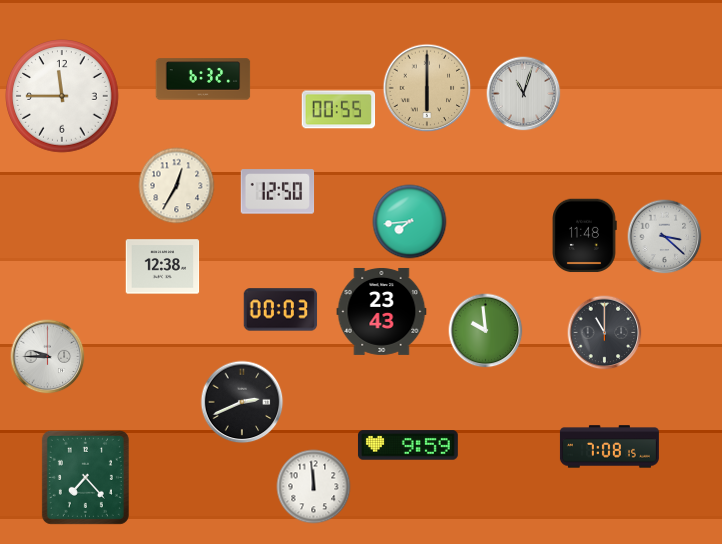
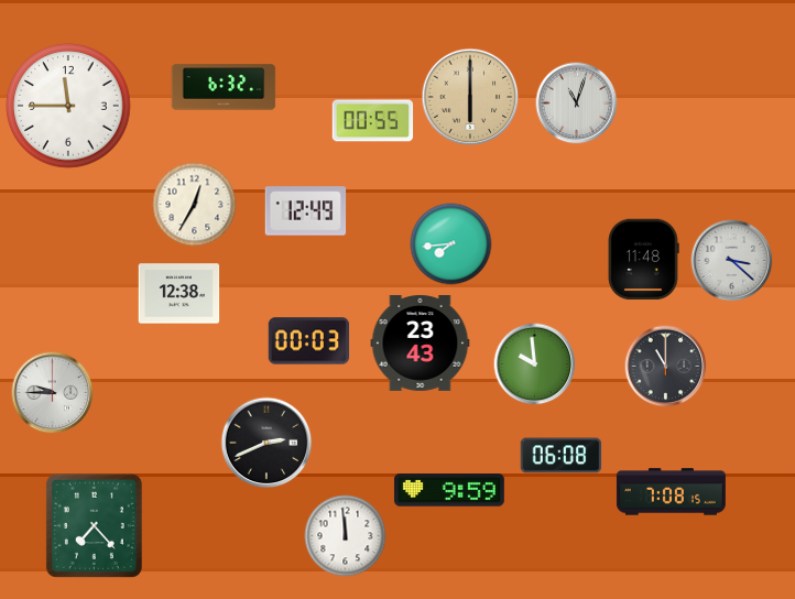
clock at (278, 192): 12:50 -> 12:49
clock at (562, 456): none -> 06:08
